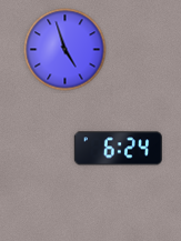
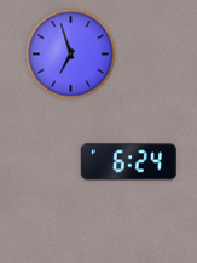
clock at (66, 50): 4:57 -> 6:57
